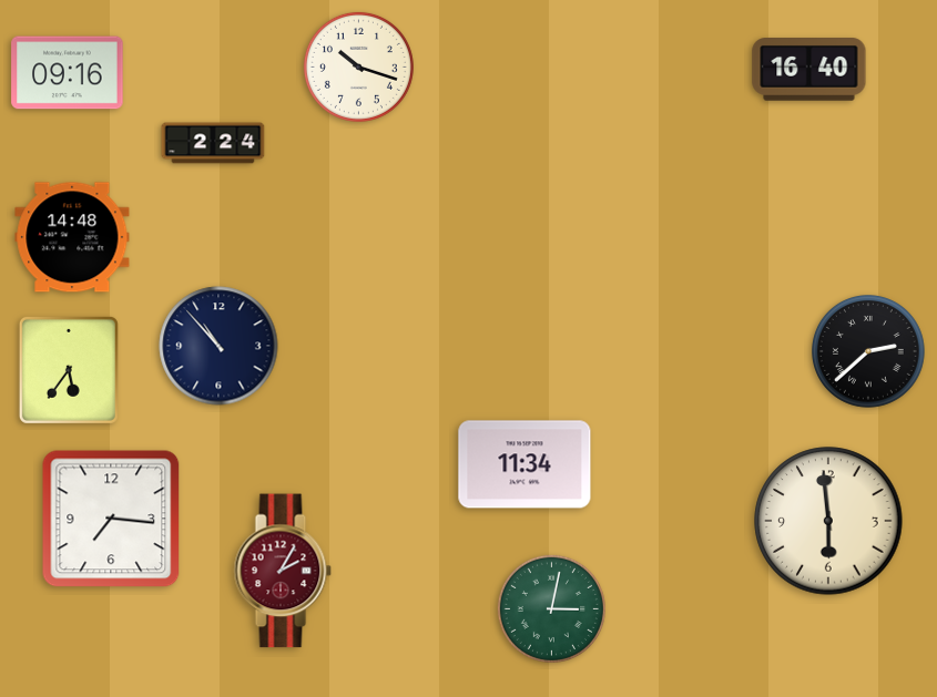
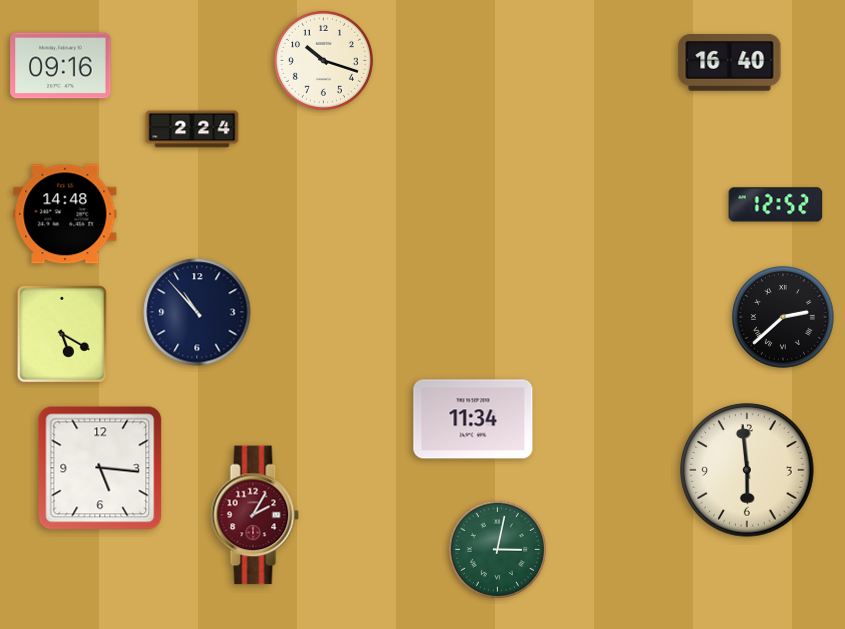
clock at (776, 205): none -> 12:52
clock at (69, 370): 5:36 -> 5:20
clock at (111, 519): 7:16 -> 5:16
